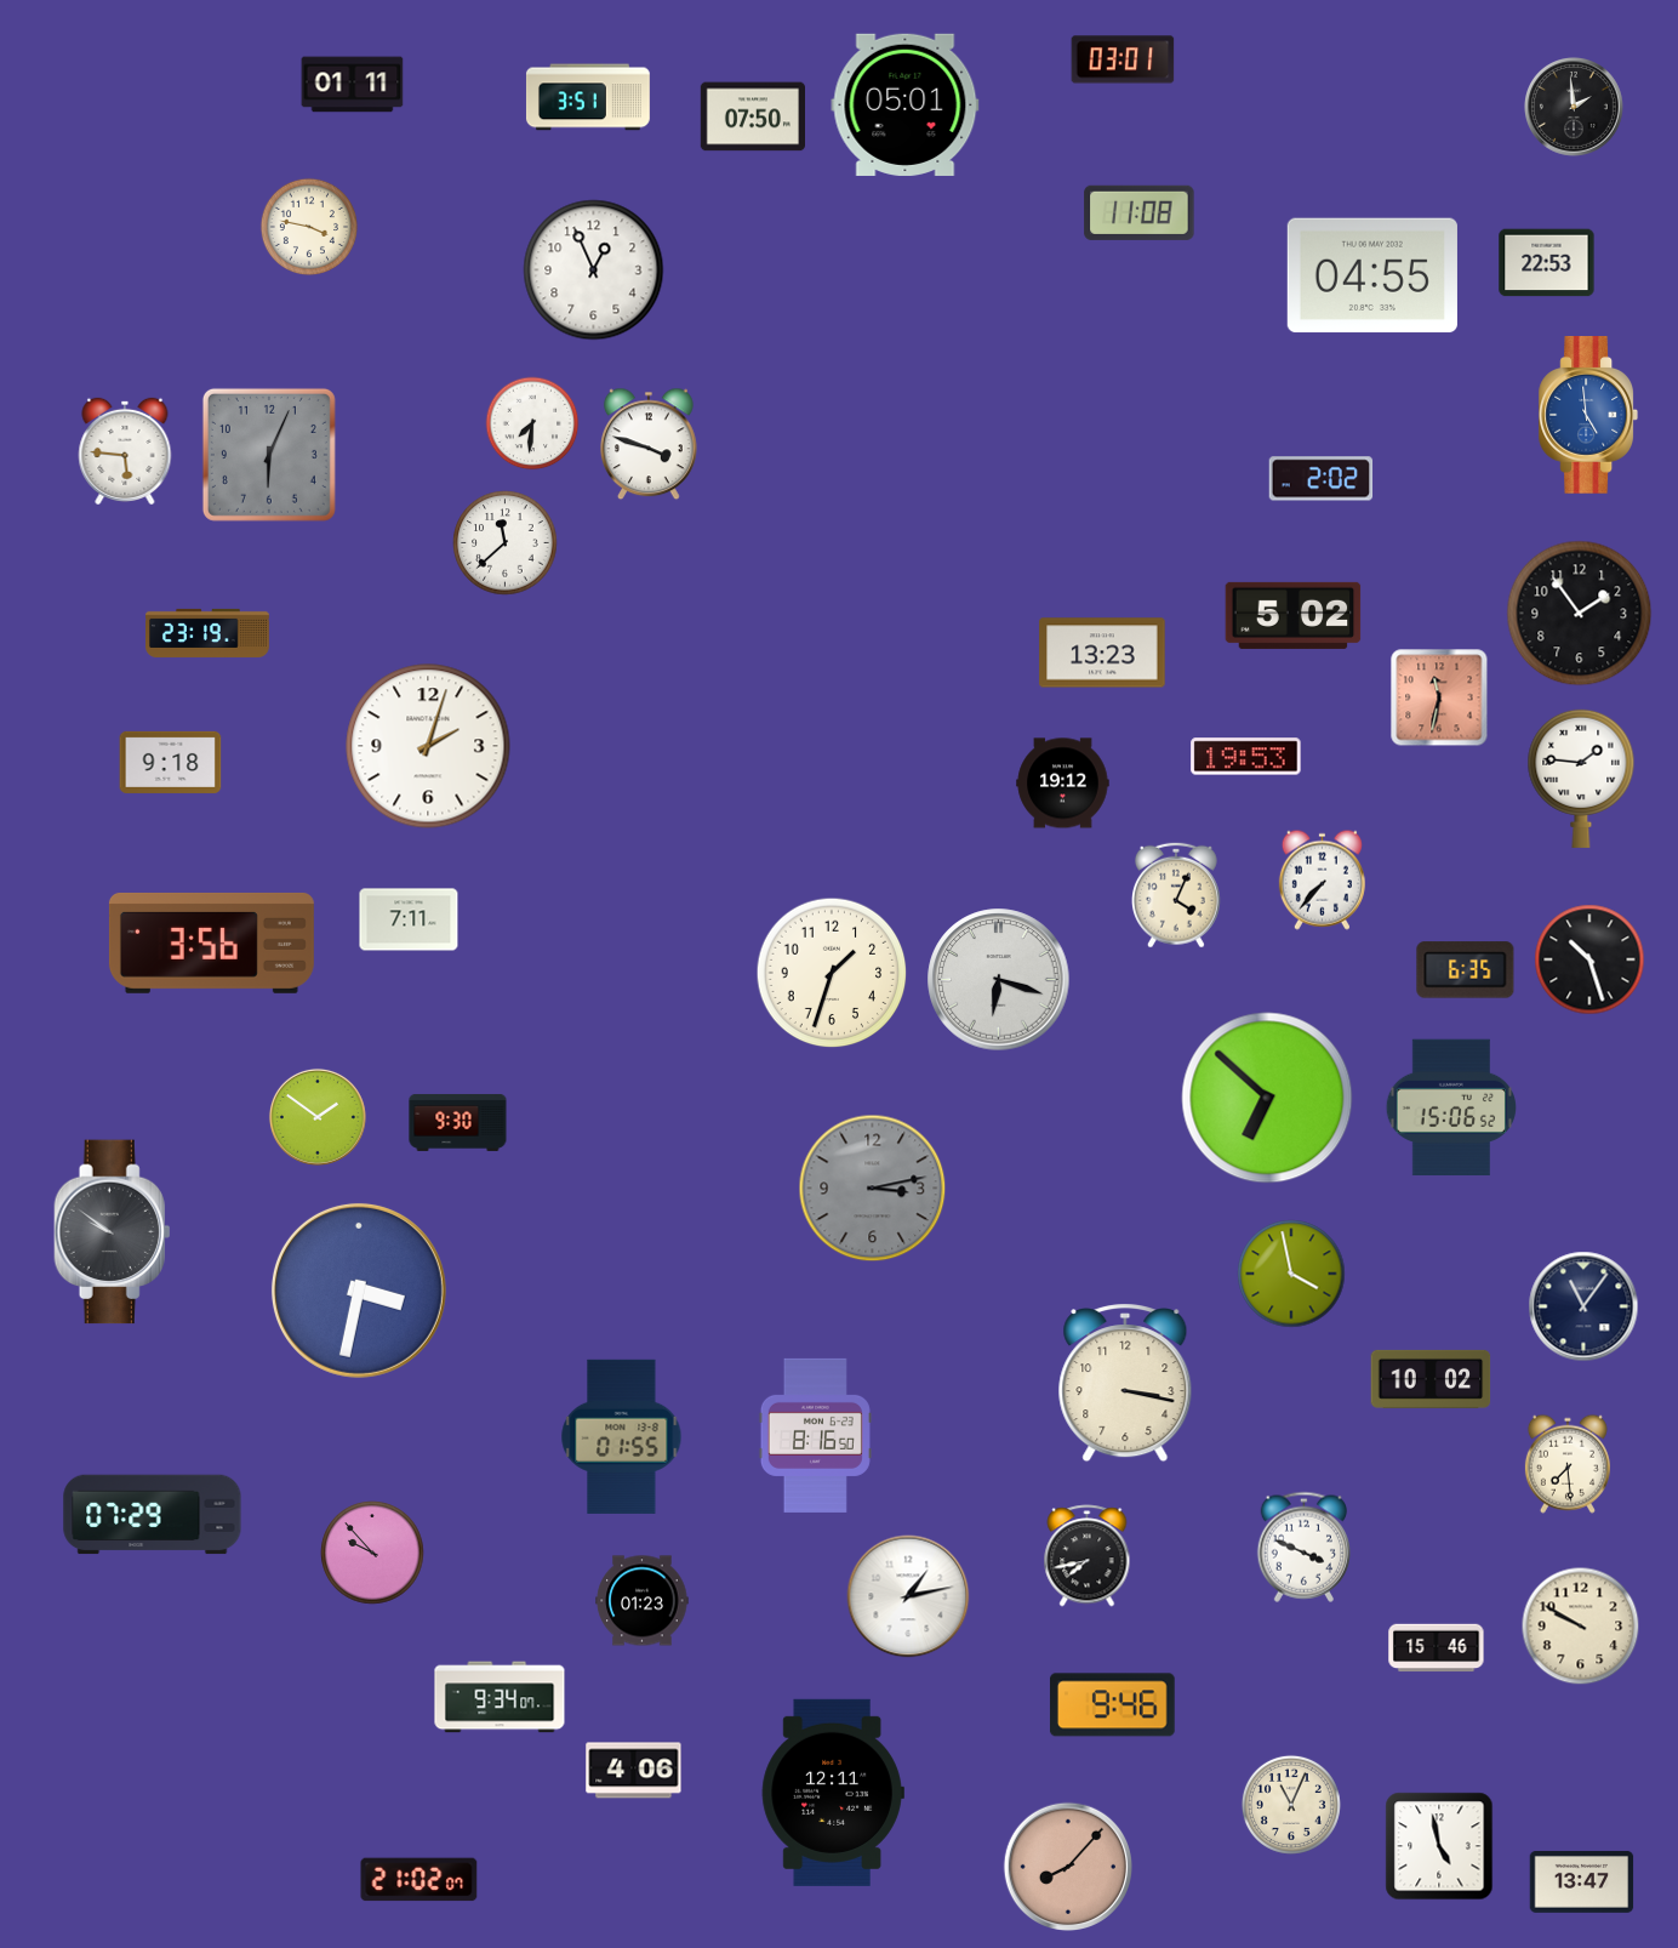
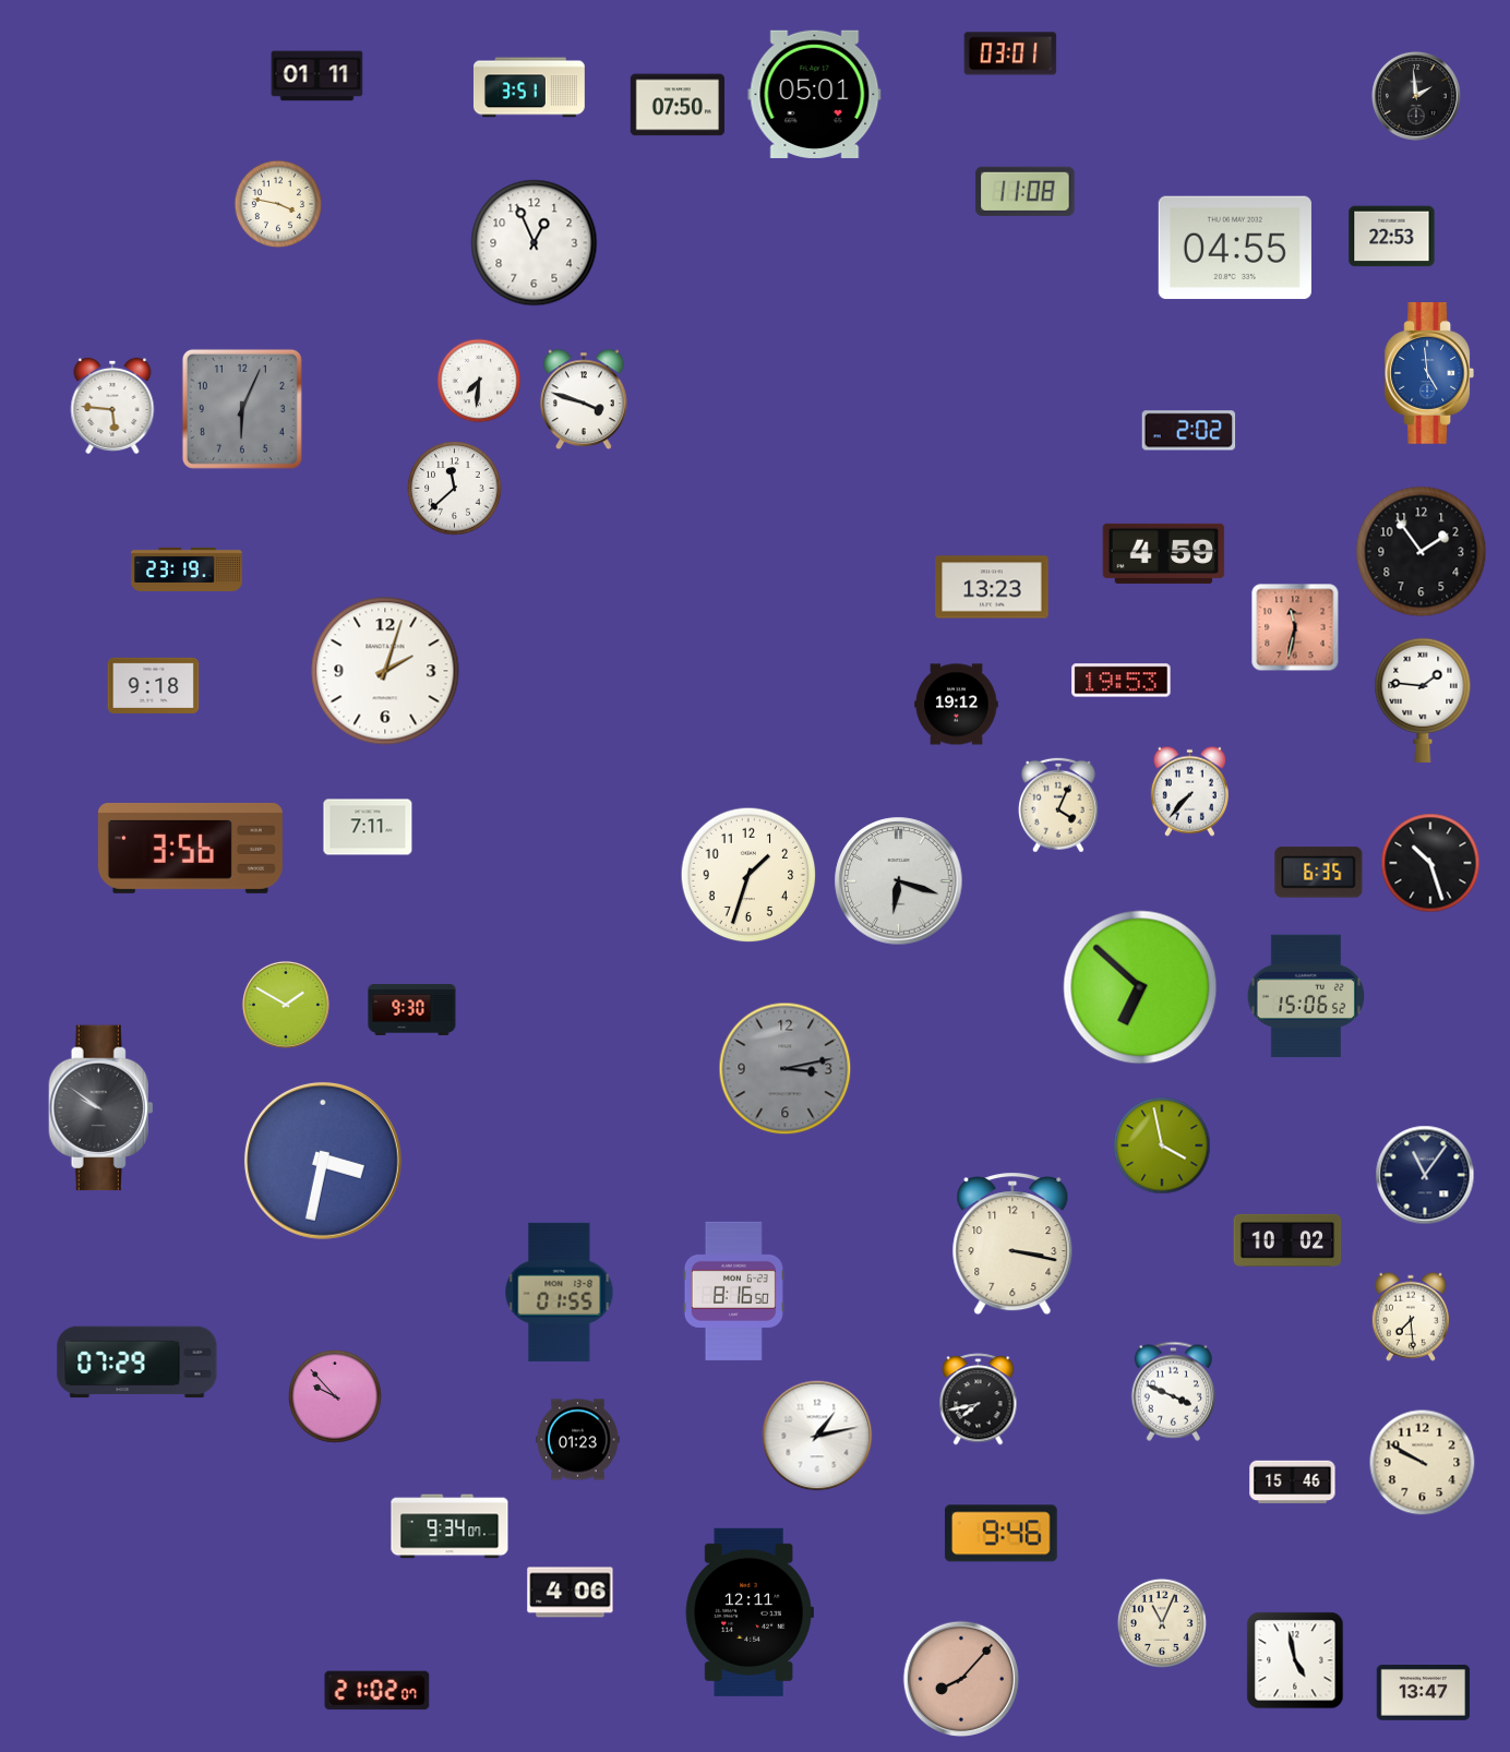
clock at (1294, 615): 5:02 -> 4:59
clock at (318, 1117): 1:51 -> 1:50
